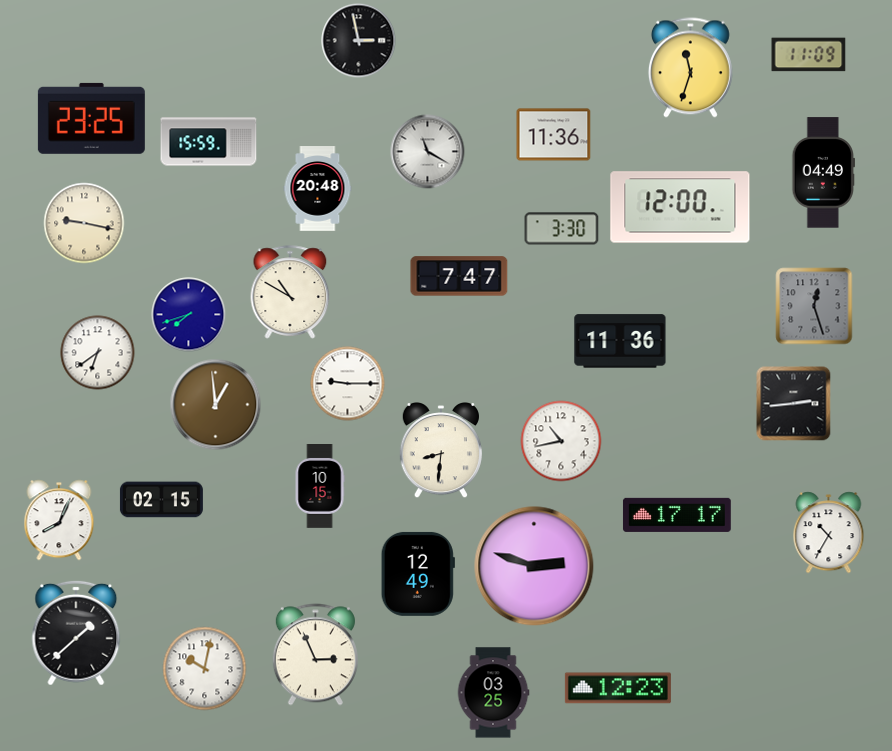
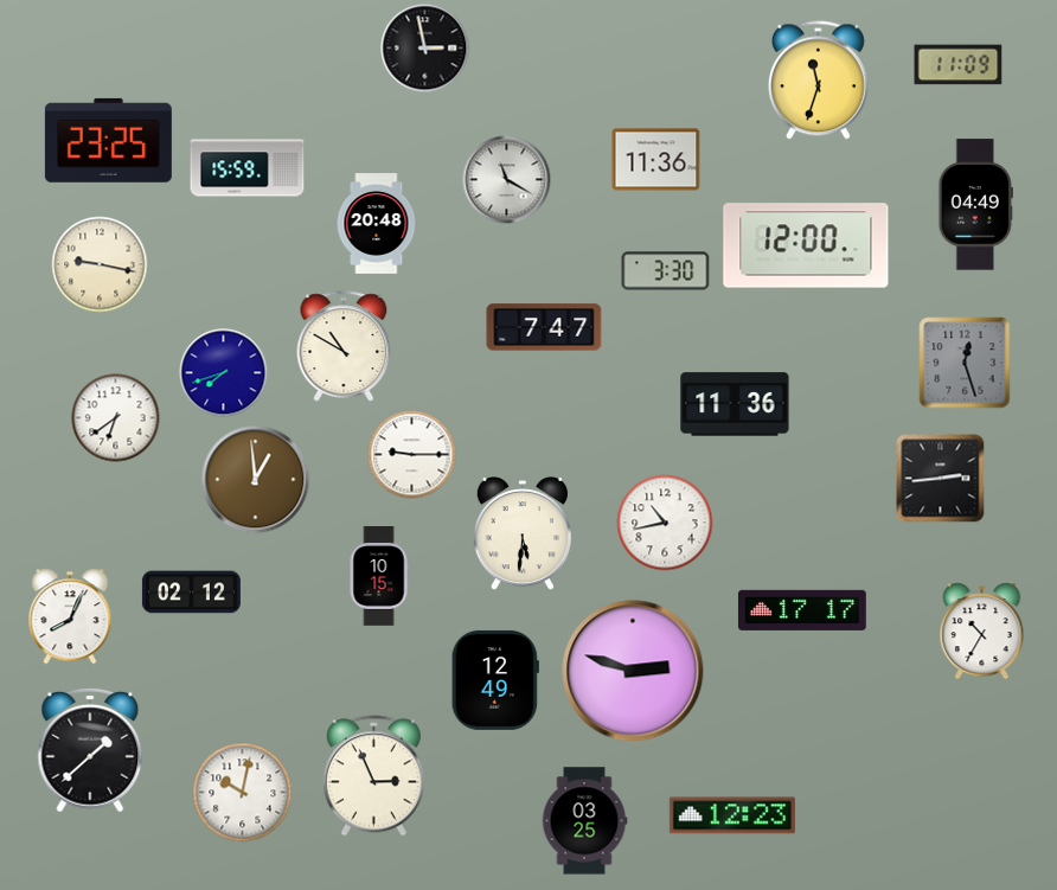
clock at (441, 451): 8:31 -> 5:31
clock at (161, 500): 02:15 -> 02:12
